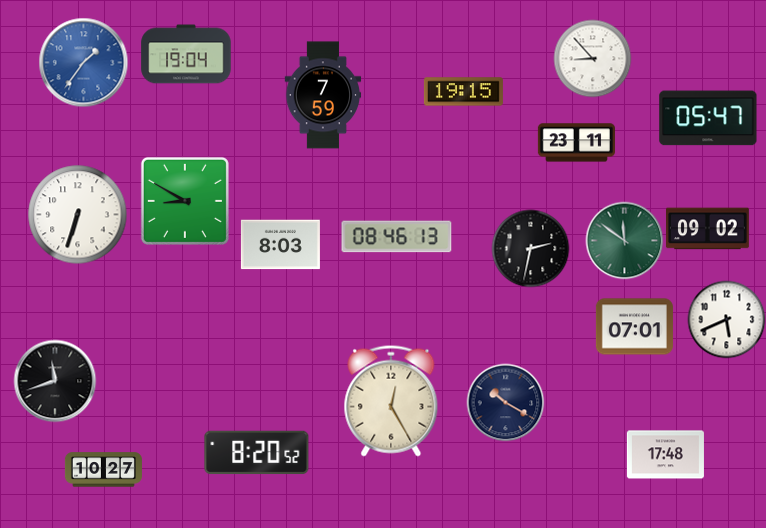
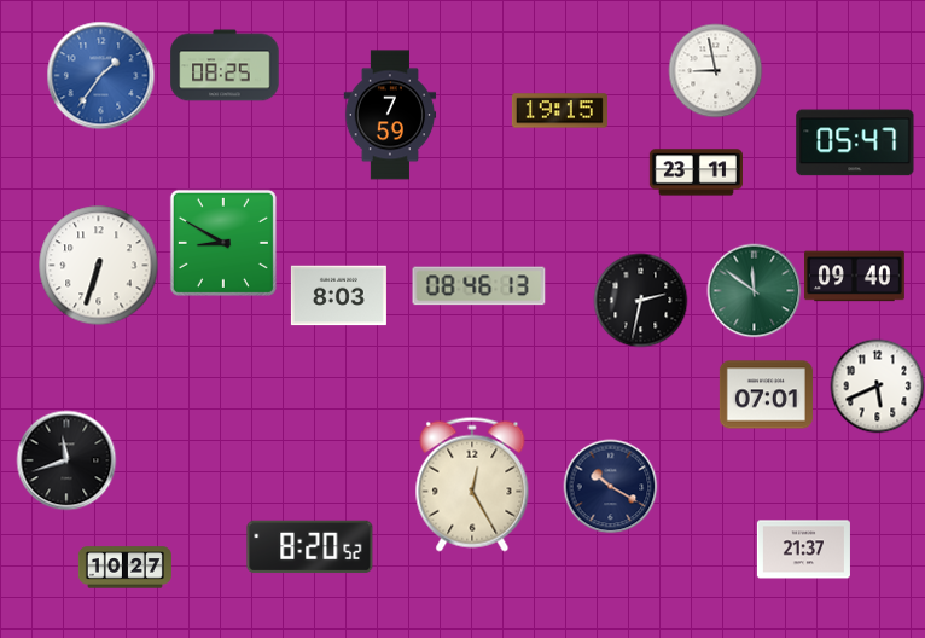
clock at (186, 54): 19:04 -> 08:25
clock at (592, 58): 8:53 -> 8:58
clock at (78, 215) position: (78, 215) -> (99, 266)
clock at (708, 229): 09:02 -> 09:40
clock at (665, 455): 17:48 -> 21:37
